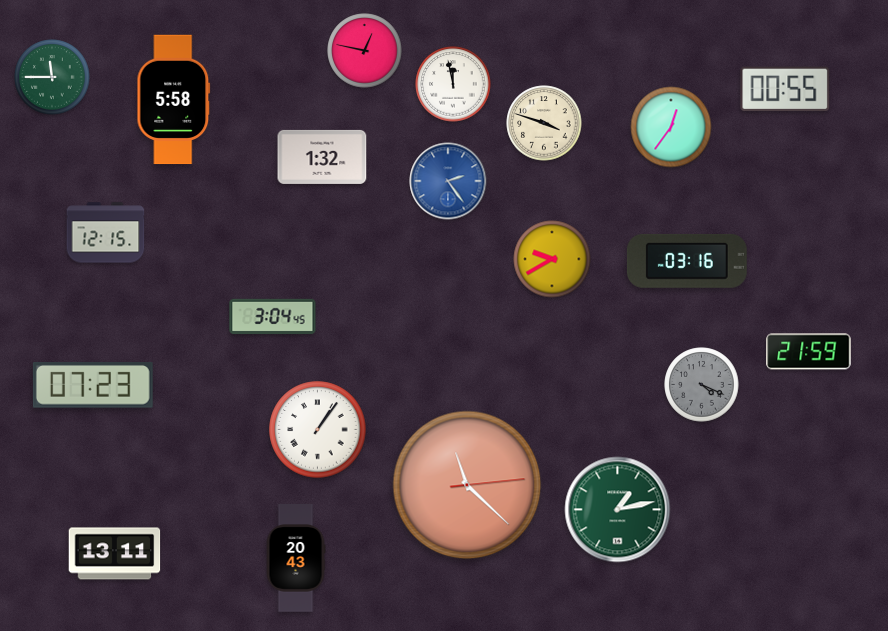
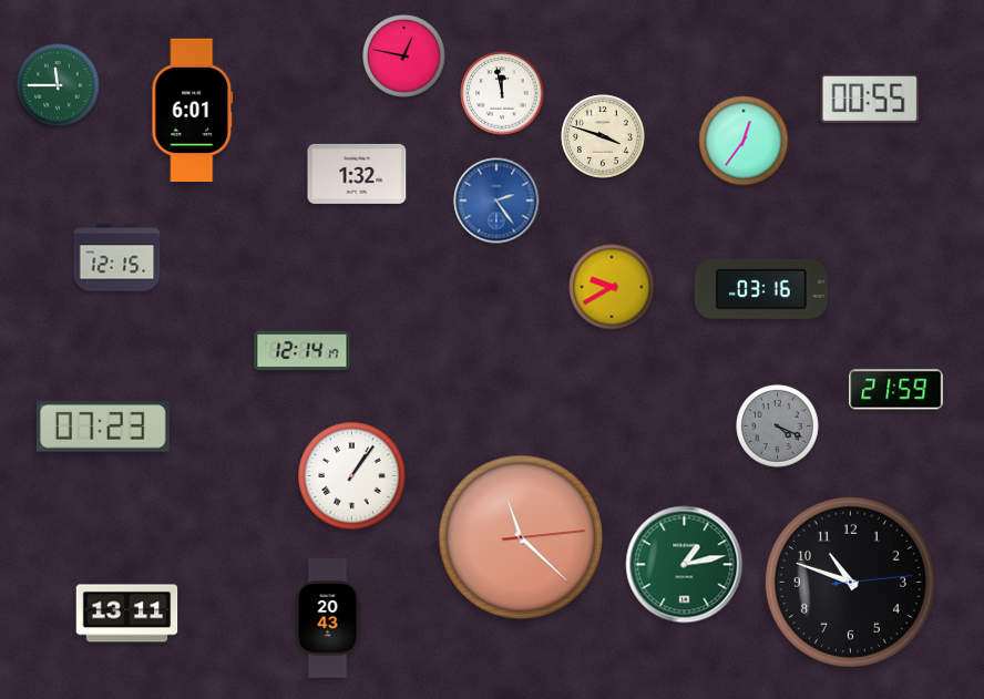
clock at (174, 100): 5:58 -> 6:01
clock at (273, 317): 3:04 -> 12:14
clock at (467, 485) position: (467, 485) -> (521, 537)
clock at (850, 582): none -> 10:48
